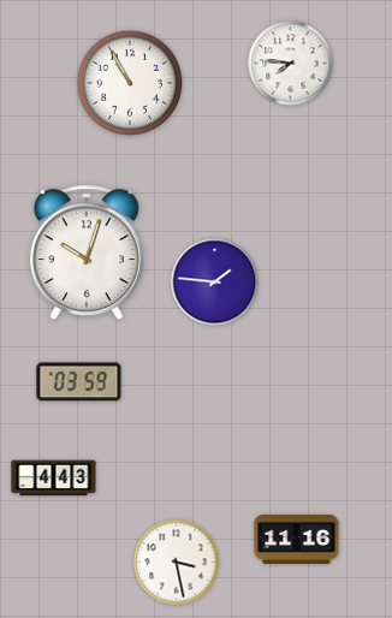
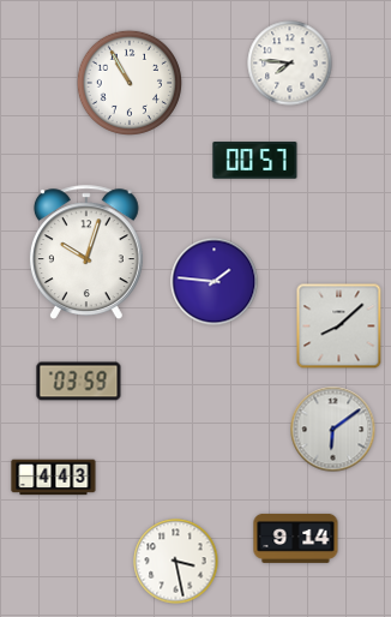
clock at (255, 161): none -> 00:57
clock at (339, 327): none -> 8:08
clock at (333, 430): none -> 6:09
clock at (297, 539): 11:16 -> 9:14
